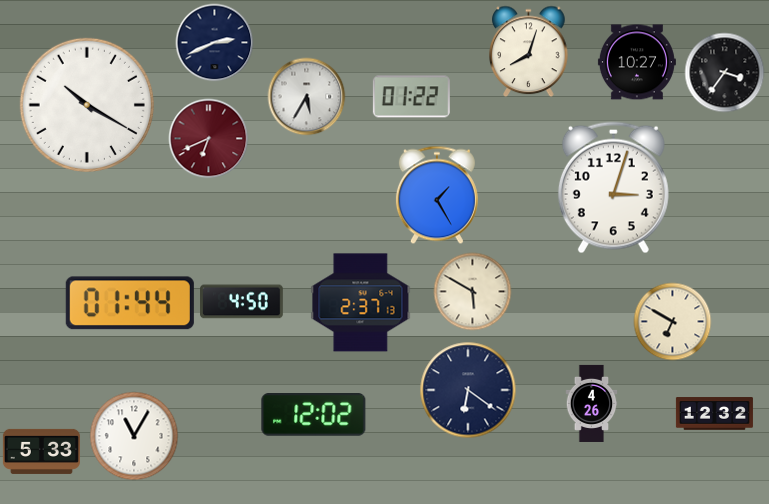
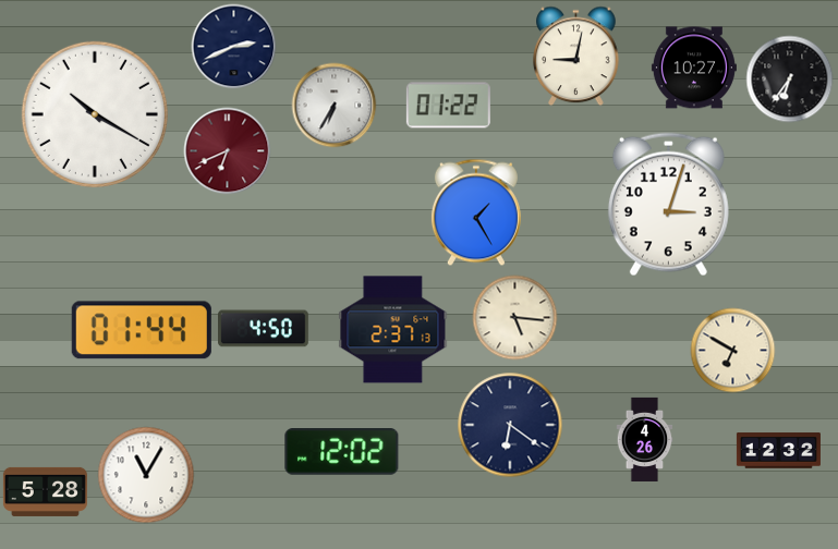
clock at (529, 51): 8:03 -> 9:02
clock at (724, 72): 3:36 -> 6:36
clock at (306, 96): 5:35 -> 6:35
clock at (472, 291): 5:50 -> 5:16
clock at (41, 451): 5:33 -> 5:28
